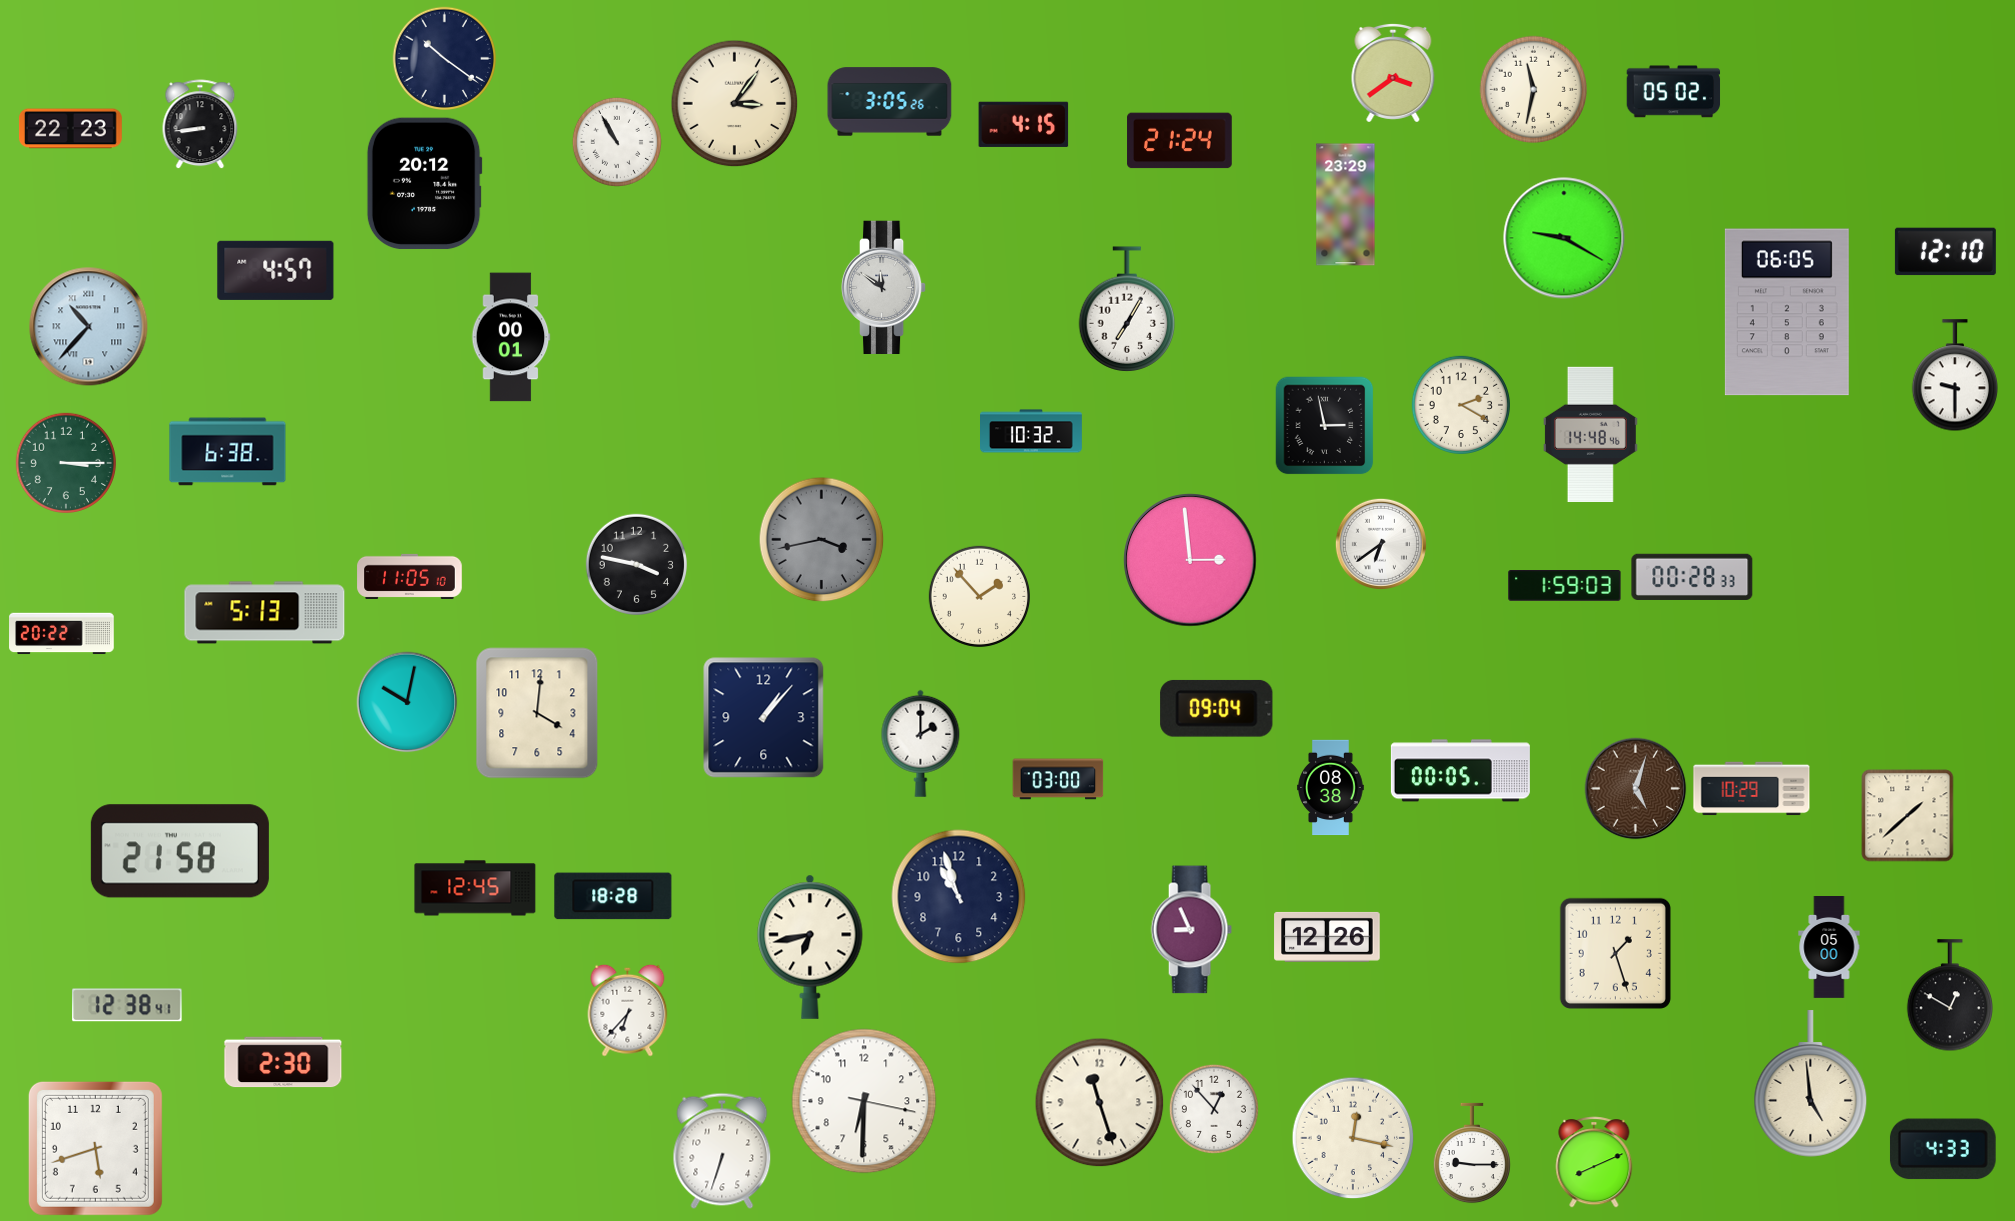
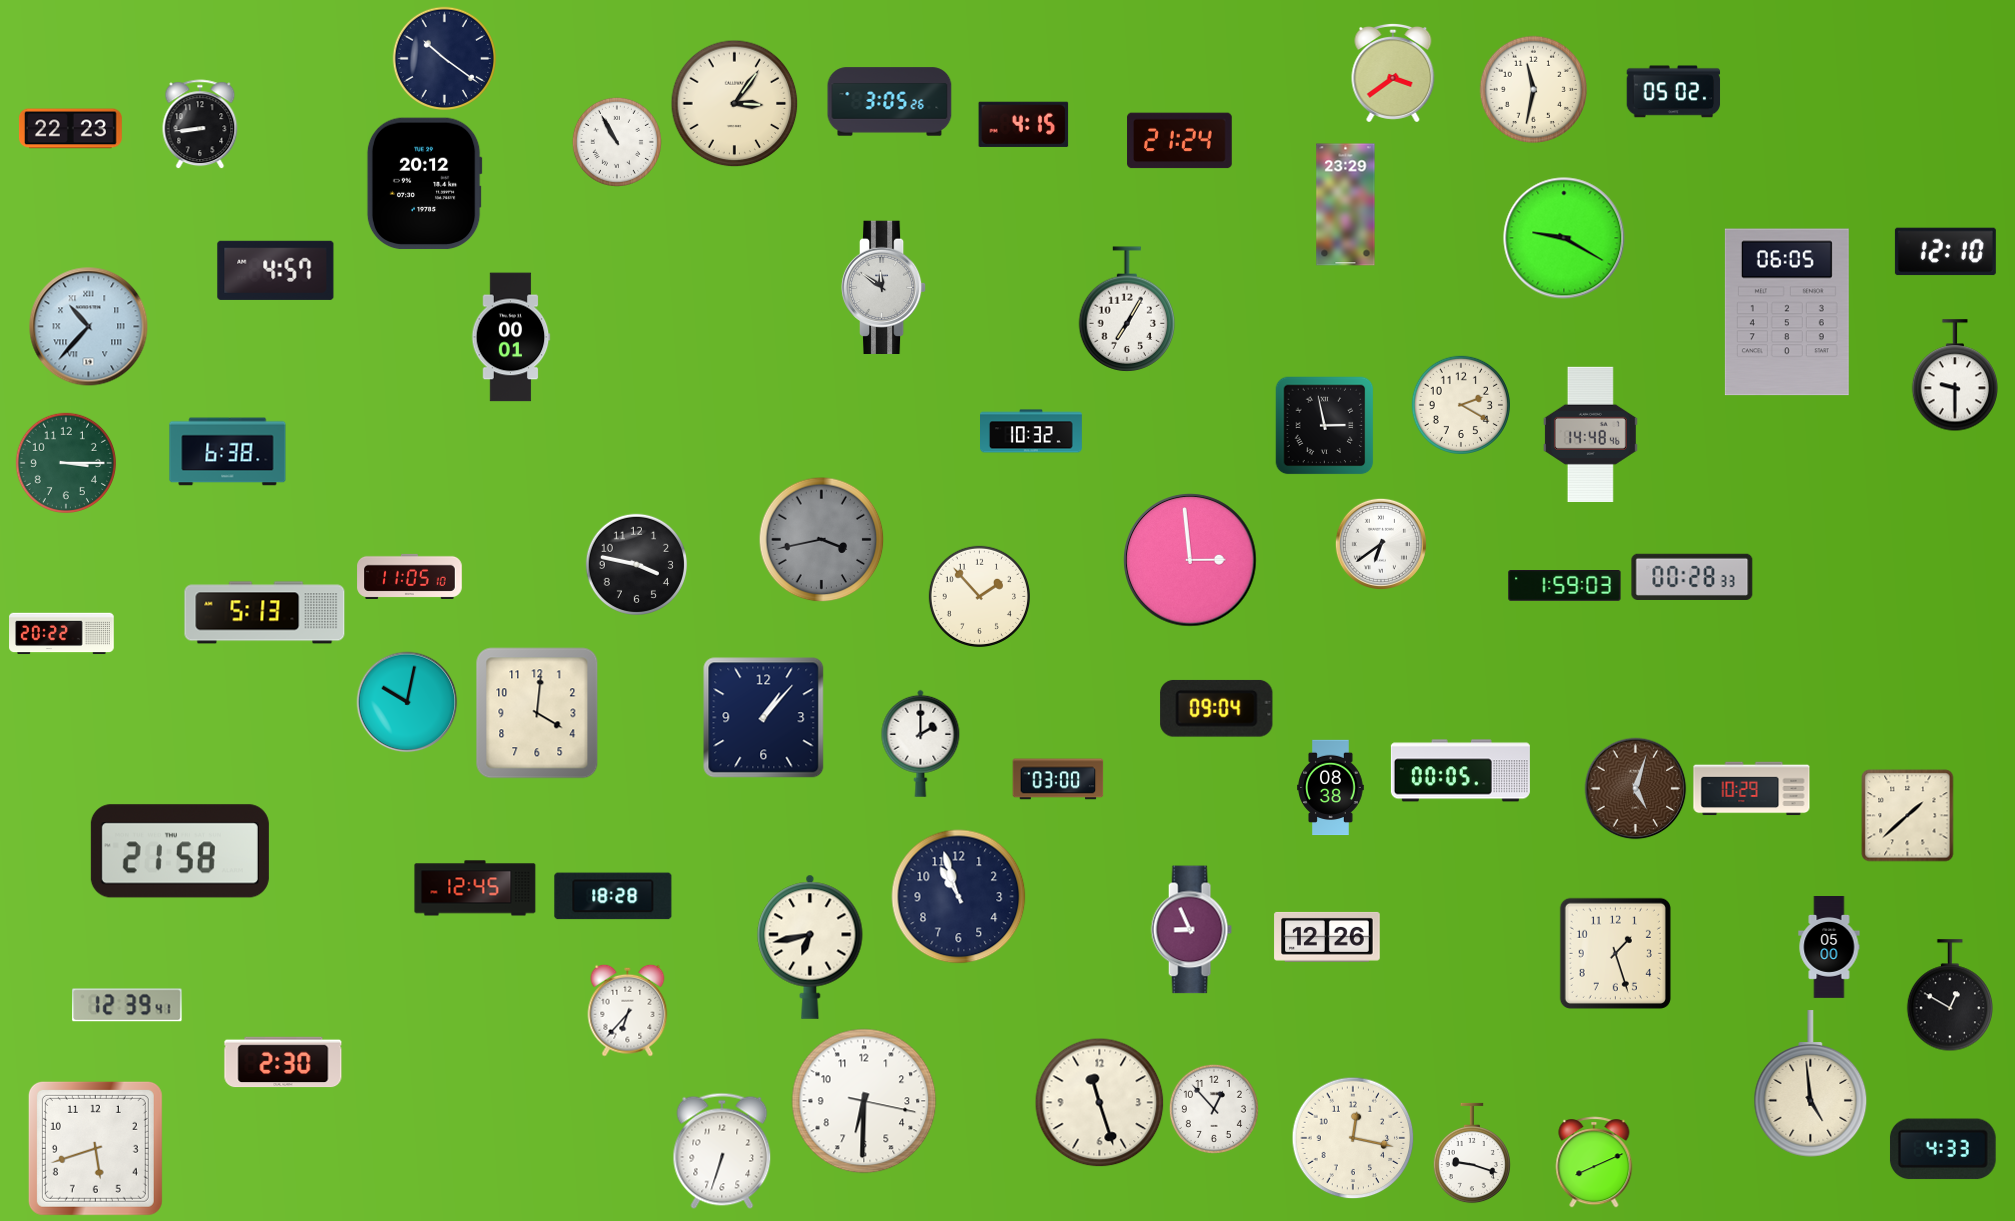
clock at (127, 1005): 12:38 -> 12:39
clock at (1472, 1153): 9:15 -> 9:18
